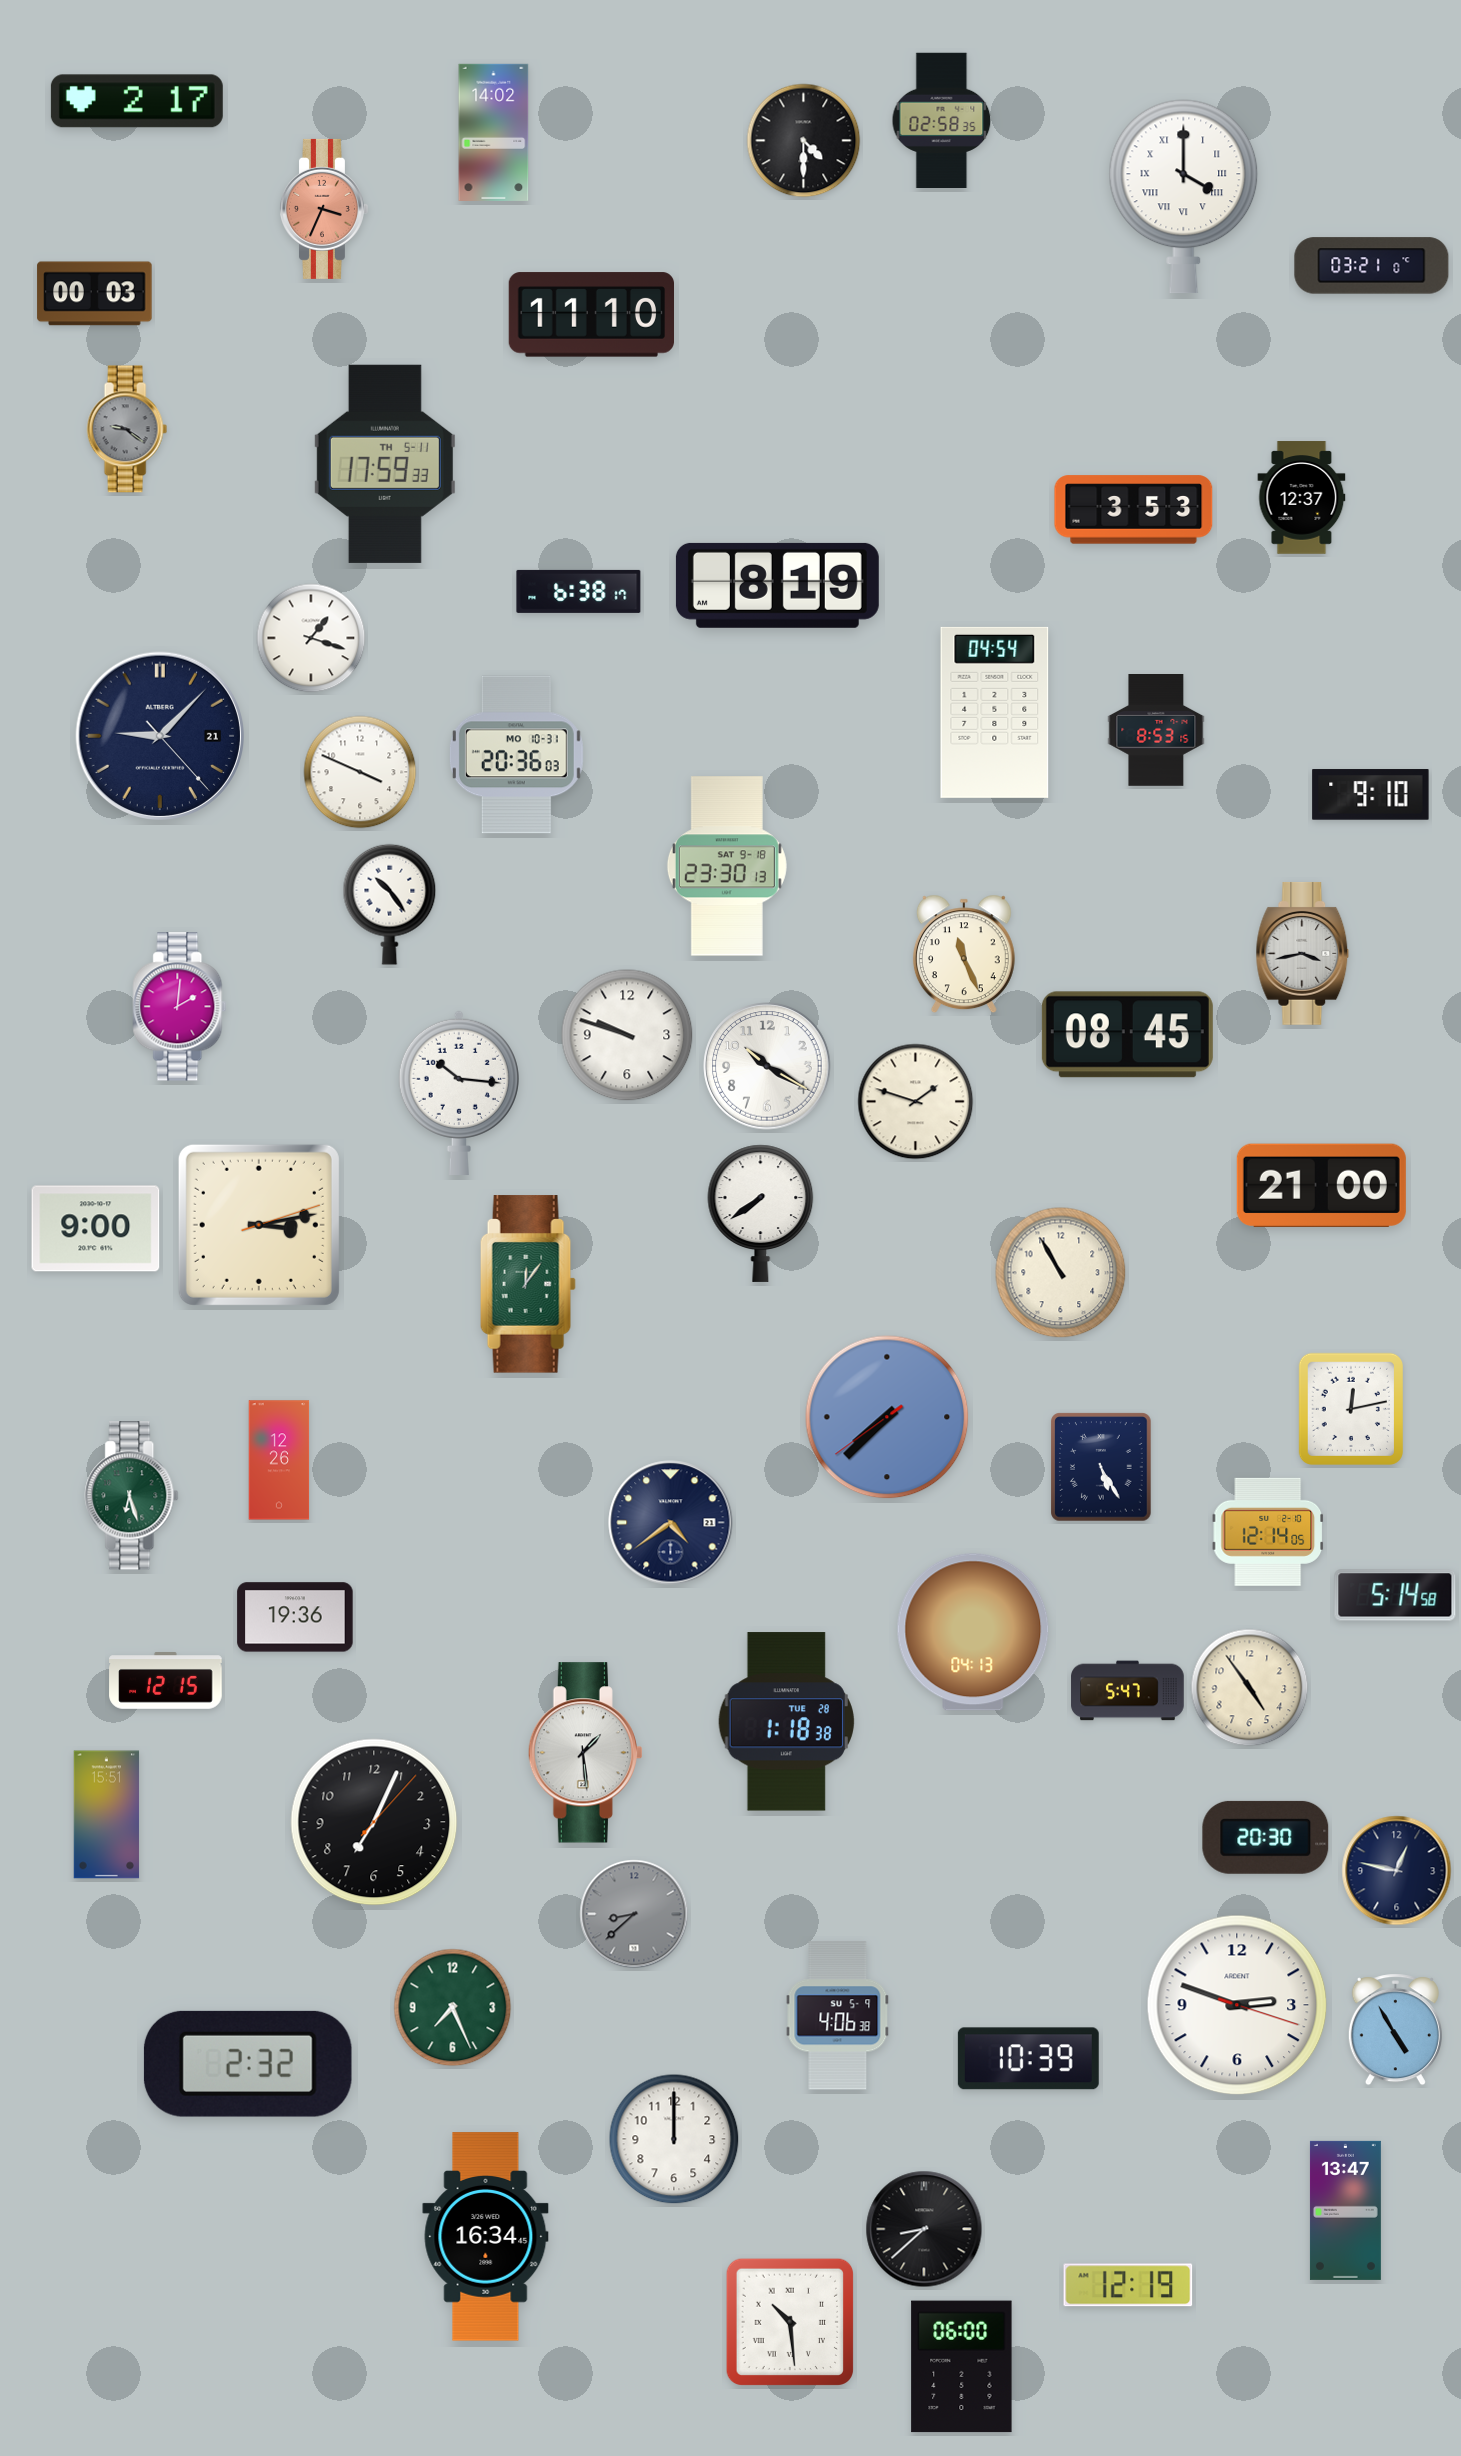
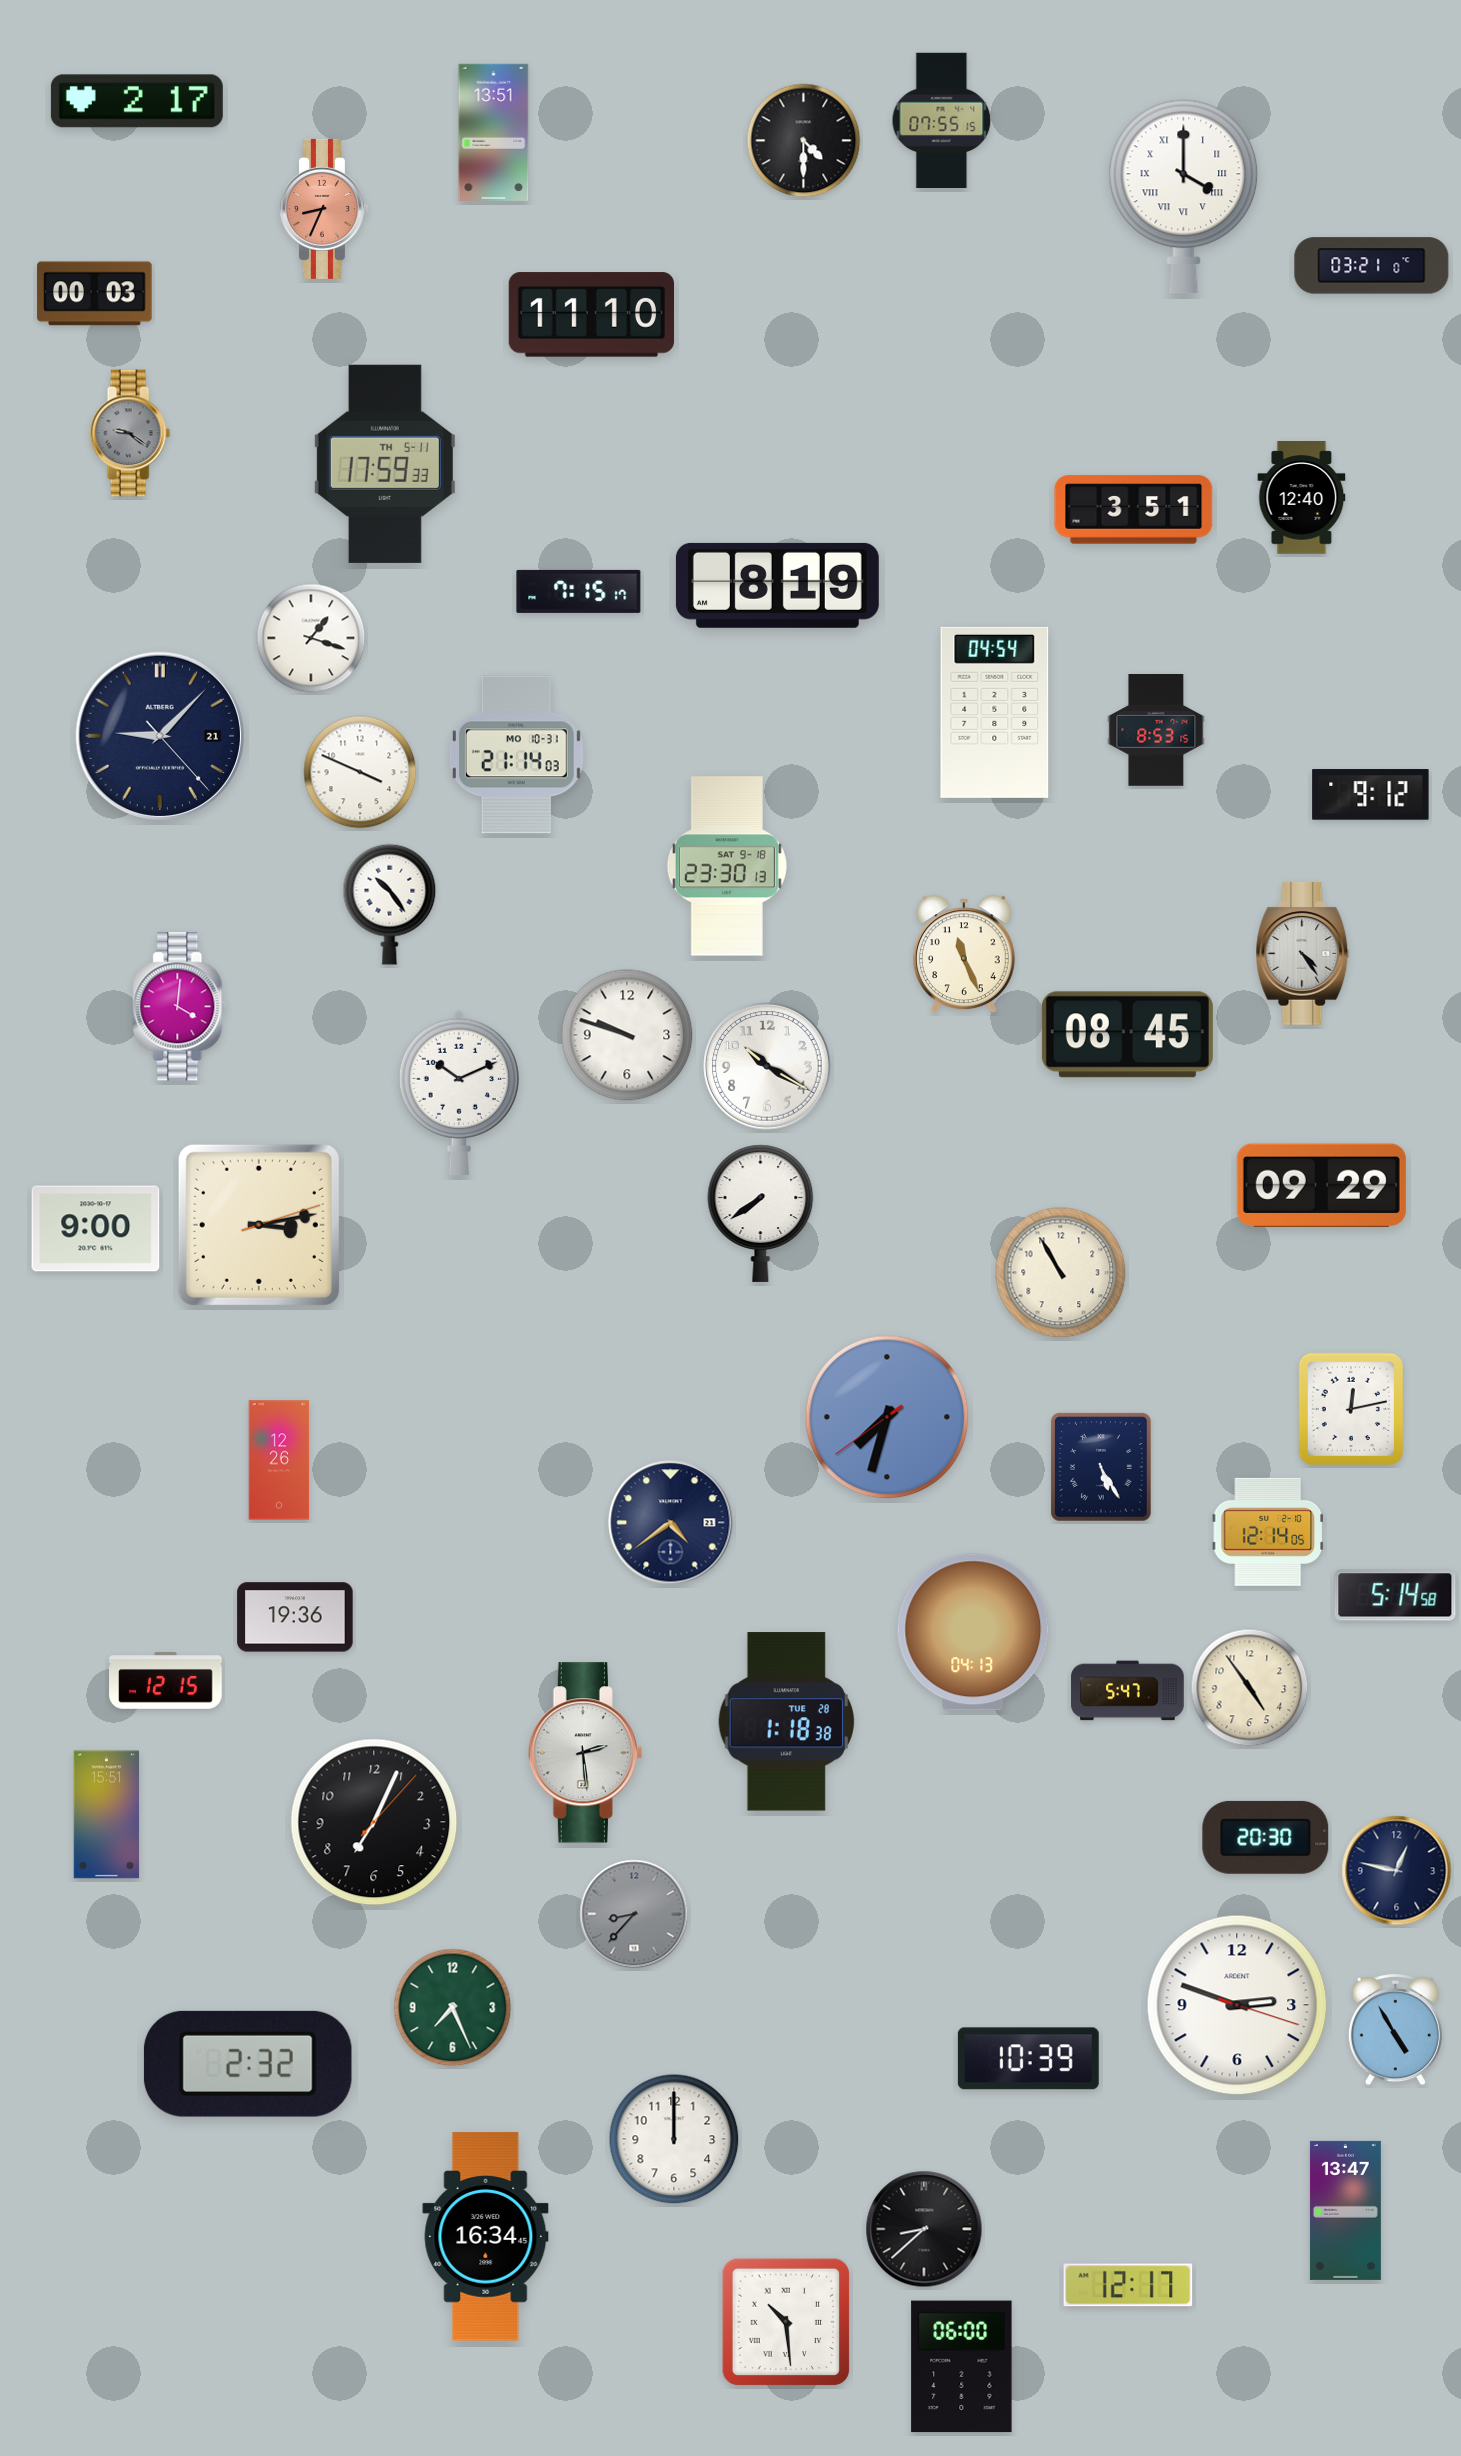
clock at (942, 120): 02:58 -> 07:55
clock at (494, 132): 14:02 -> 13:51
clock at (323, 209): 3:34 -> 8:34
clock at (127, 429) position: (127, 429) -> (130, 433)
clock at (1302, 498): 12:37 -> 12:40
clock at (1134, 510): 3:53 -> 3:51
clock at (579, 591): 6:38 -> 7:15
clock at (516, 755): 20:36 -> 21:14
clock at (1371, 795): 9:10 -> 9:12
clock at (1303, 953): 3:43 -> 4:24
clock at (180, 1007): 2:01 -> 4:01
clock at (459, 1093): 10:16 -> 10:11
clock at (916, 1102): 1:48 -> none
clock at (1321, 1185): 21:00 -> 09:29
clock at (528, 1284): 12:06 -> none
clock at (887, 1417): 7:37 -> 7:32
clock at (132, 1496): 6:27 -> none
clock at (585, 1753): 1:29 -> 2:29
clock at (634, 1914): 8:38 -> 8:37
clock at (838, 2016): 4:06 -> none
clock at (1128, 2285): 12:19 -> 12:17
clock at (790, 2322) position: (790, 2322) -> (786, 2322)
